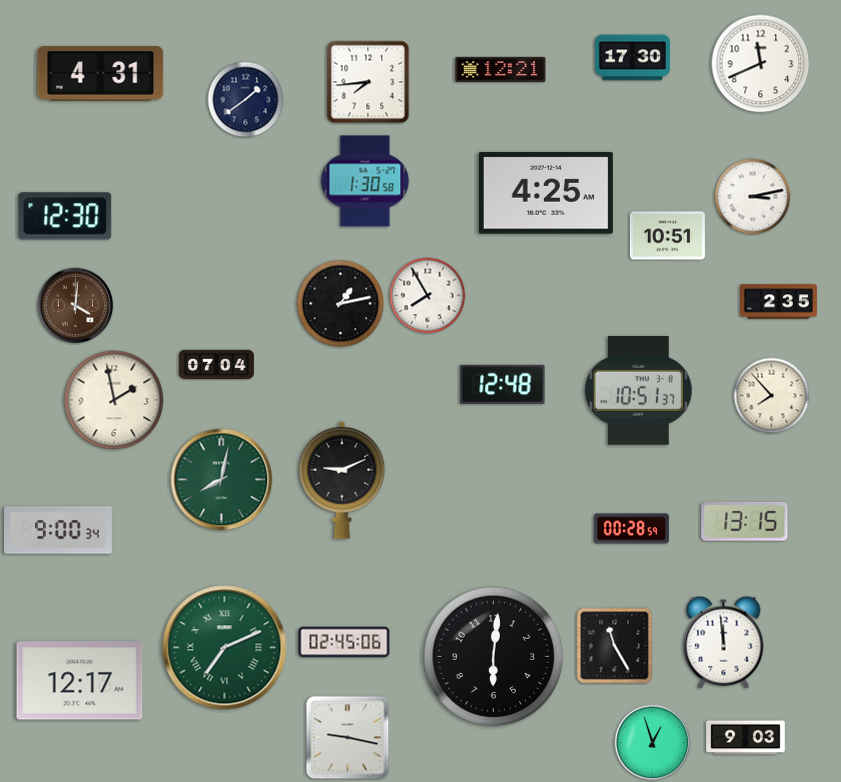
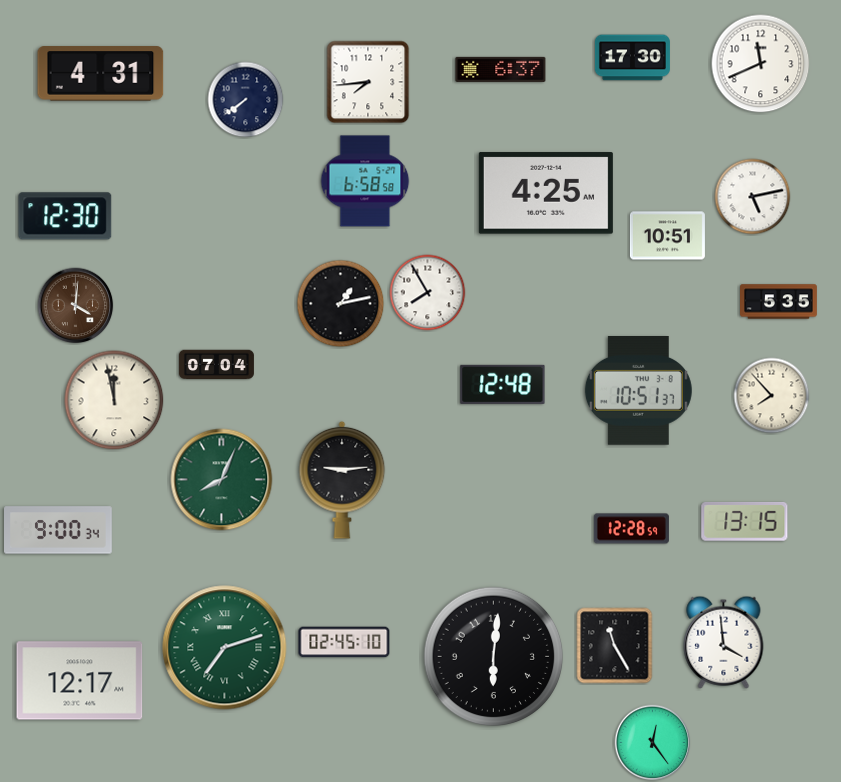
clock at (501, 69): 12:21 -> 6:37
clock at (246, 100): 1:39 -> 7:39
clock at (365, 181): 1:30 -> 6:58
clock at (753, 197): 3:13 -> 5:13
clock at (428, 296) position: (428, 296) -> (428, 293)
clock at (779, 302): 2:35 -> 5:35
clock at (114, 400): 1:58 -> 11:58
clock at (222, 480): 8:02 -> 8:04
clock at (342, 480): 9:11 -> 9:14
clock at (631, 529): 00:28 -> 12:28
clock at (344, 642): 02:45:06 -> 02:45:10
clock at (724, 642): 11:59 -> 3:59
clock at (225, 648): 7:11 -> 7:12
clock at (348, 738): 9:17 -> none
clock at (746, 738): 9:03 -> none
clock at (653, 743): 12:57 -> 12:24
